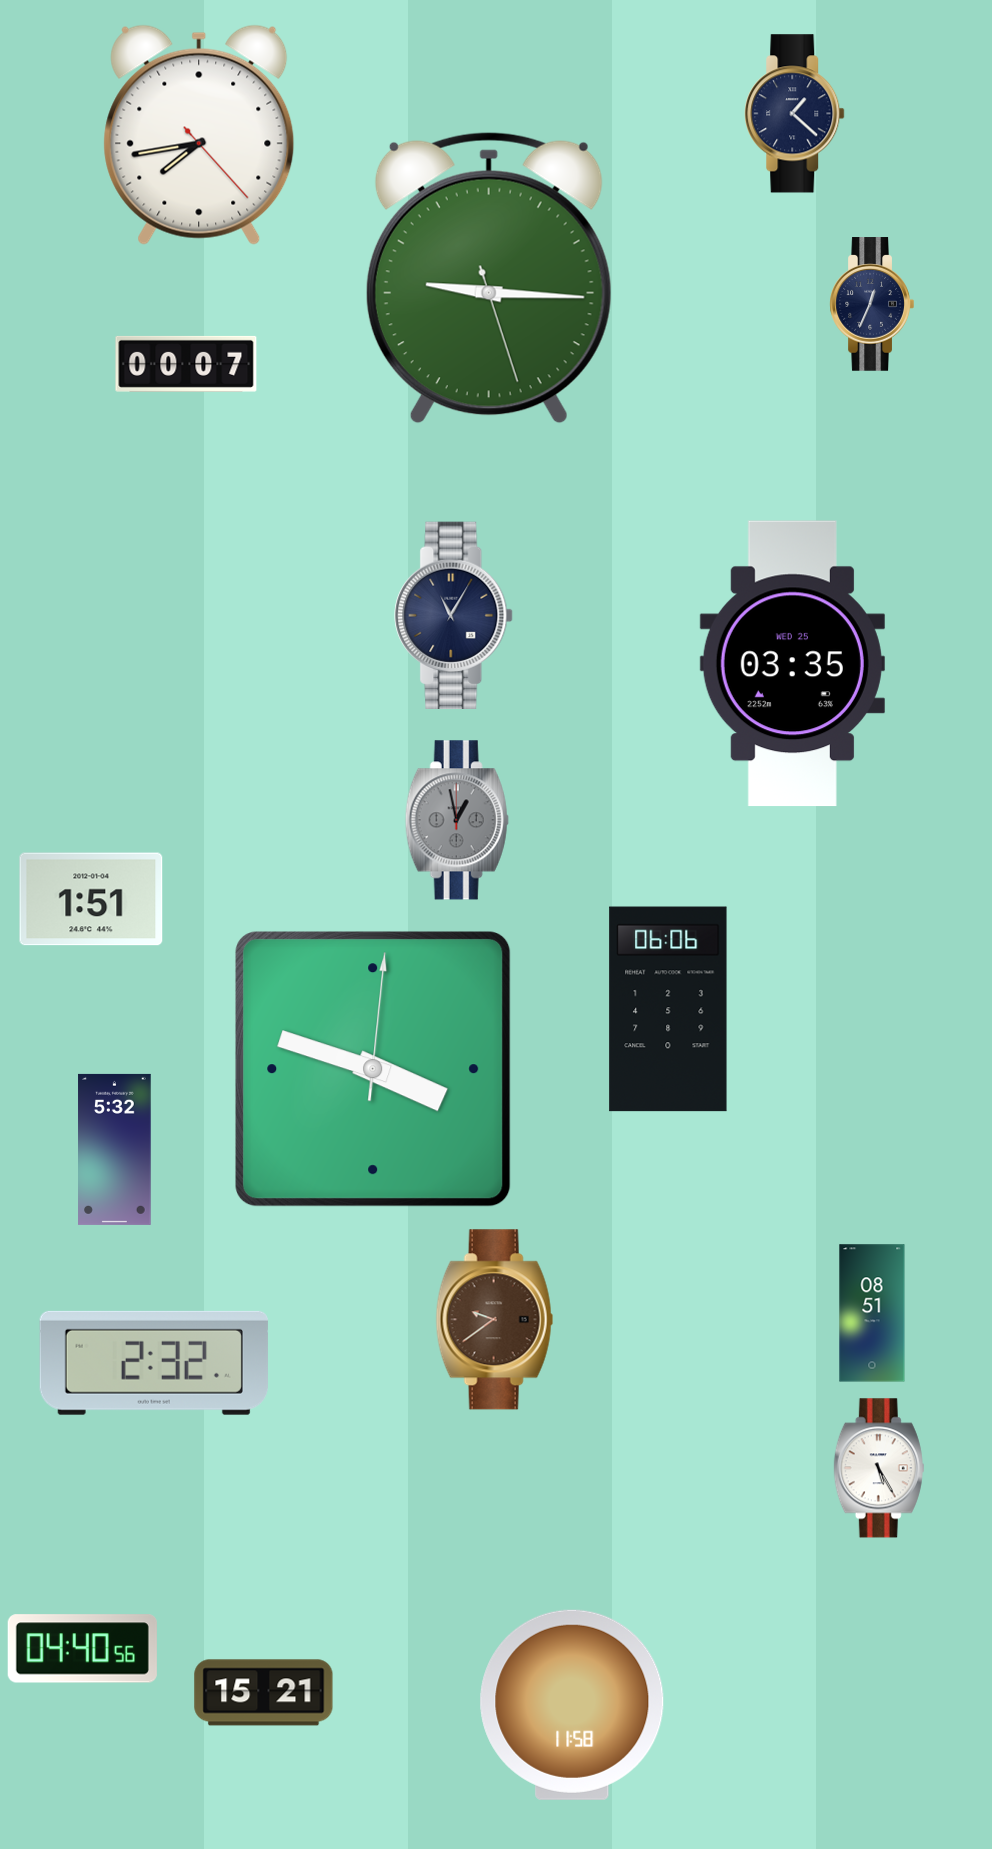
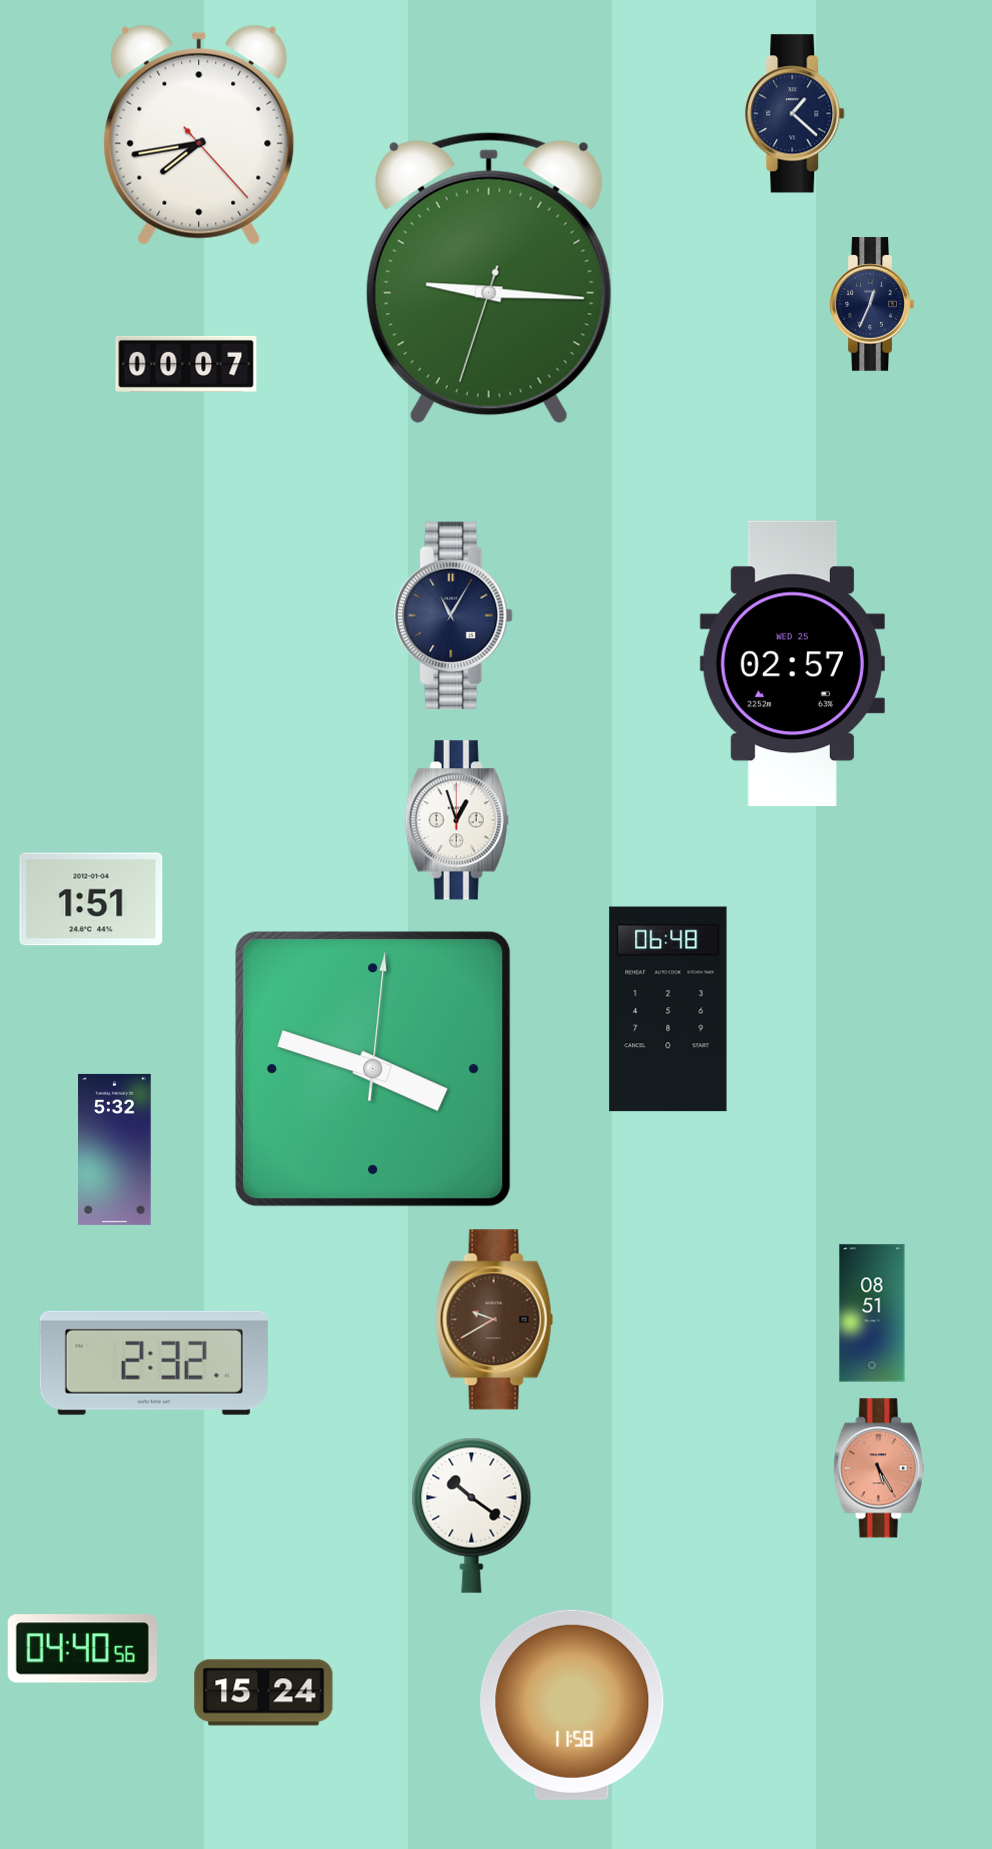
clock at (489, 278): 9:15:27 -> 9:15:33
clock at (792, 664): 03:35 -> 02:57
clock at (457, 820): 12:58 -> 12:57
clock at (457, 820) dial: grey -> white
clock at (668, 1009): 06:06 -> 06:48
clock at (495, 1320): 9:39 -> 9:40
clock at (879, 1468) dial: white -> salmon
clock at (472, 1515): none -> 10:21
clock at (264, 1693): 15:21 -> 15:24
